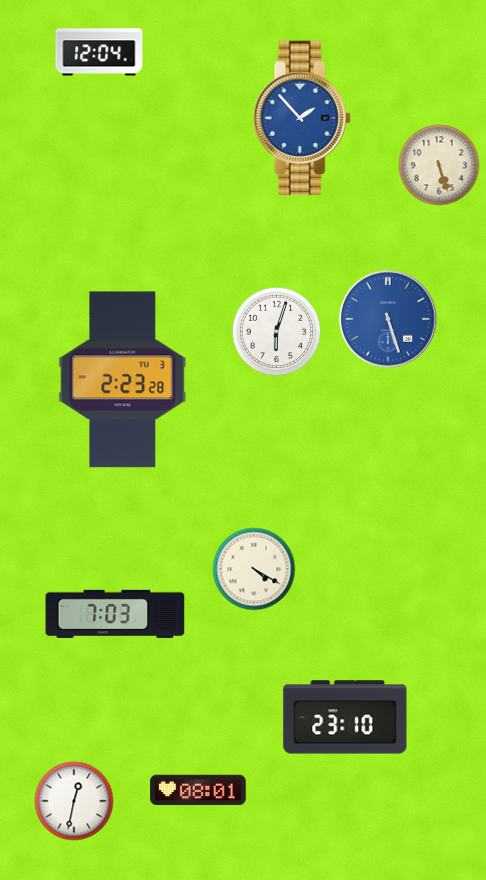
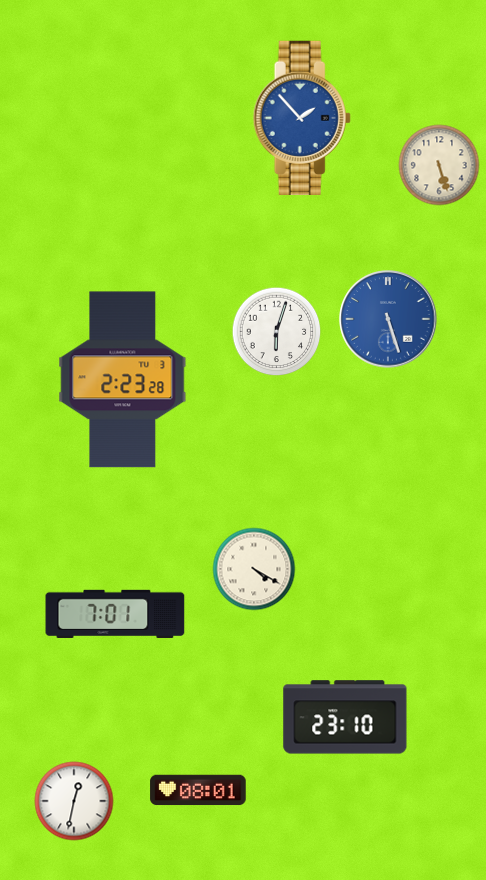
clock at (99, 52): 12:04 -> none
clock at (115, 614): 7:03 -> 7:01
